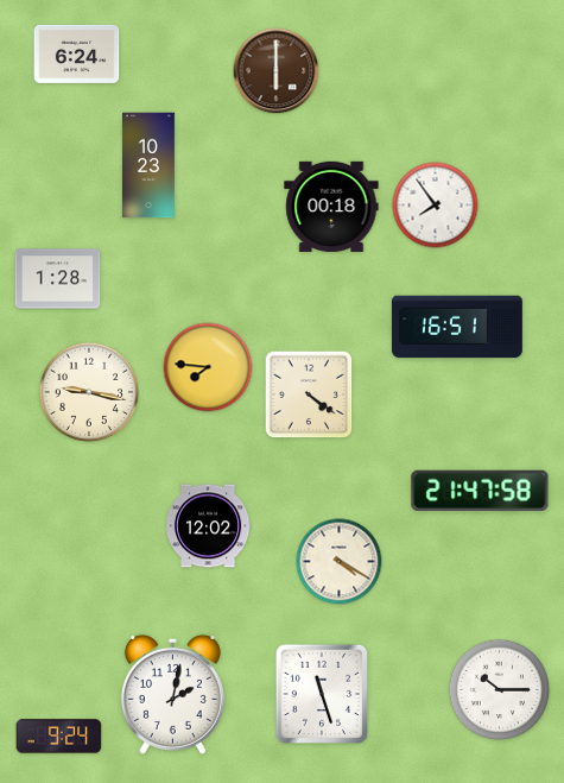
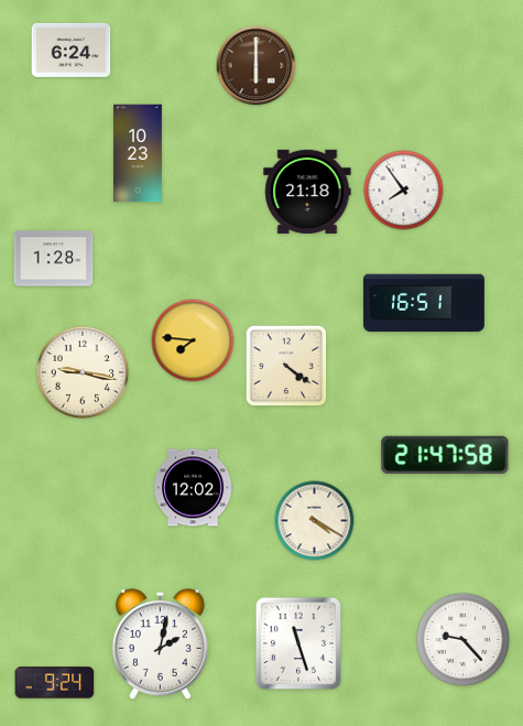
clock at (331, 207): 00:18 -> 21:18
clock at (89, 392) position: (89, 392) -> (83, 372)
clock at (499, 689): 10:15 -> 9:23
